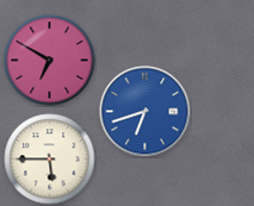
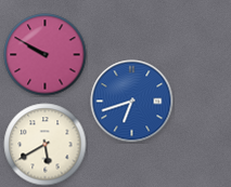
clock at (50, 61): 6:50 -> 9:50
clock at (50, 160): 5:45 -> 5:40
